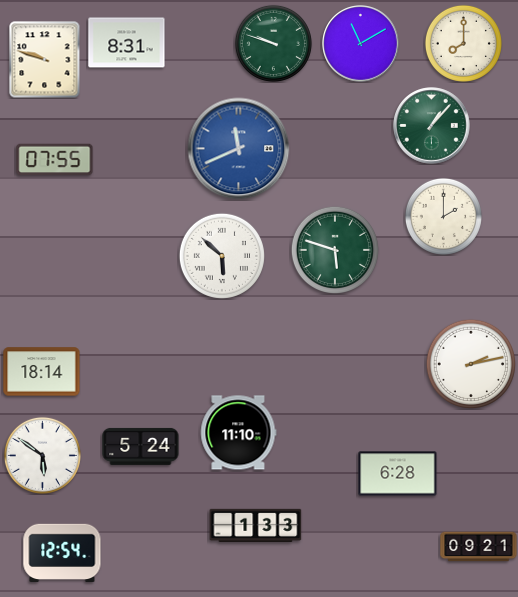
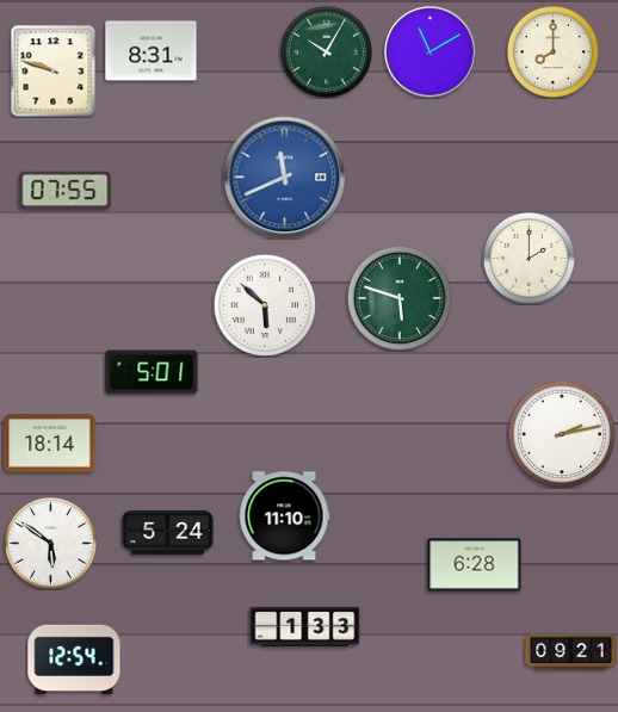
clock at (273, 43): 9:48 -> 10:05
clock at (432, 126): 1:07 -> none
clock at (152, 372): none -> 5:01
